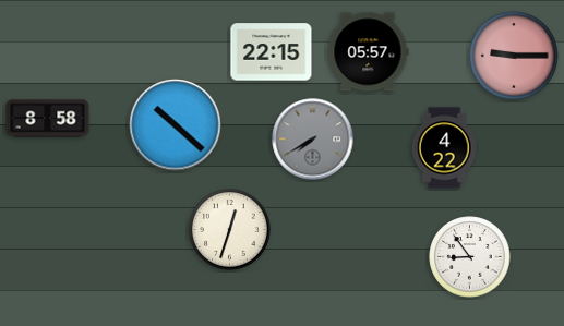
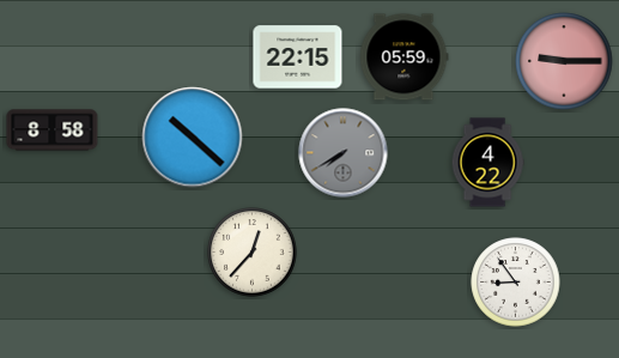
clock at (368, 52): 05:57 -> 05:59
clock at (230, 230): 12:33 -> 12:37
